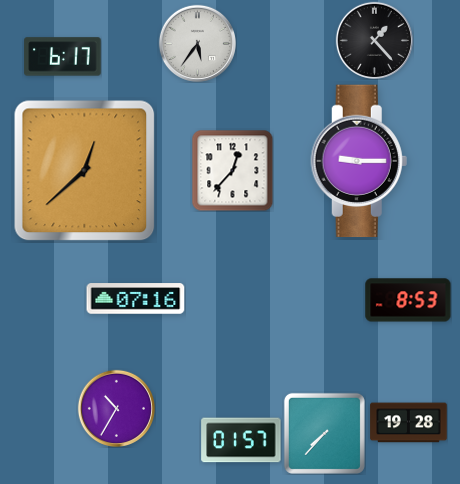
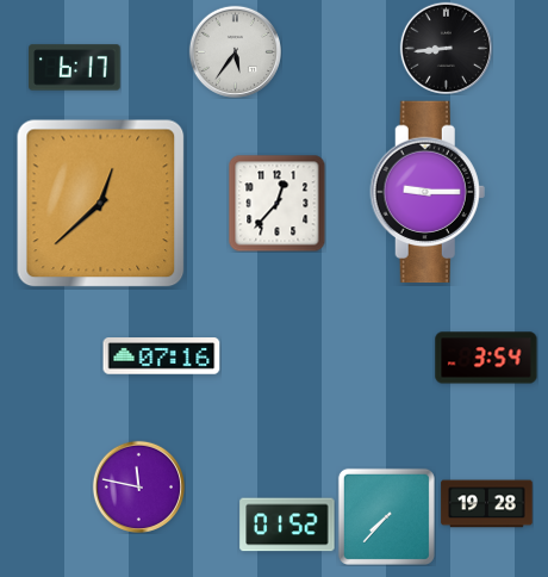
clock at (374, 40): 1:23 -> 8:44
clock at (408, 300): 8:53 -> 3:54
clock at (116, 408): 10:35 -> 11:47
clock at (241, 440): 01:57 -> 01:52
